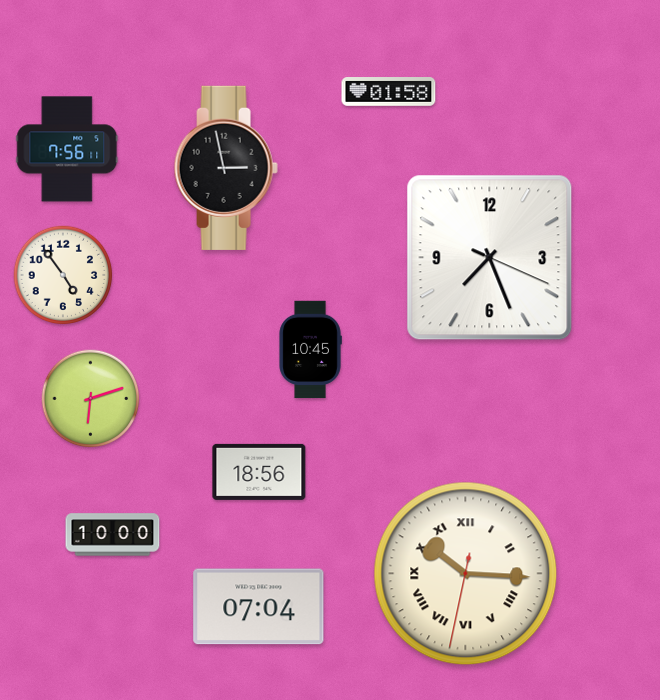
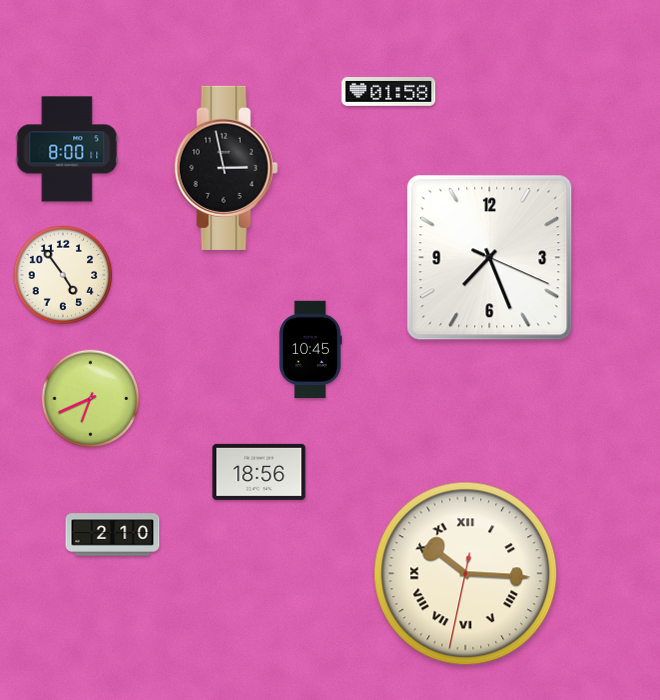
clock at (67, 149): 7:56 -> 8:00
clock at (91, 399): 6:12 -> 6:41
clock at (113, 535): 10:00 -> 2:10
clock at (259, 607): 07:04 -> none
